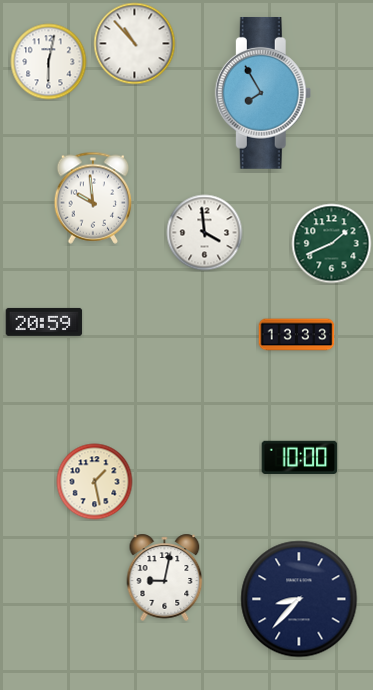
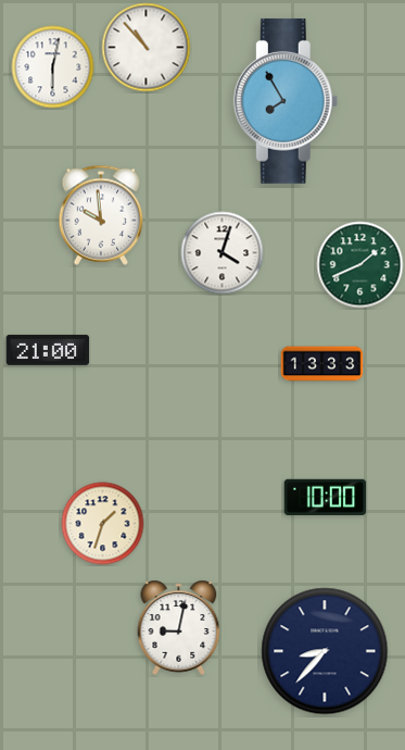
clock at (205, 233): 3:59 -> 4:03
clock at (44, 322): 20:59 -> 21:00
clock at (95, 482): 1:28 -> 1:33
